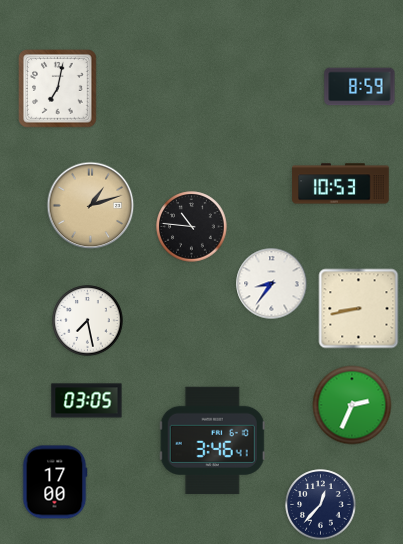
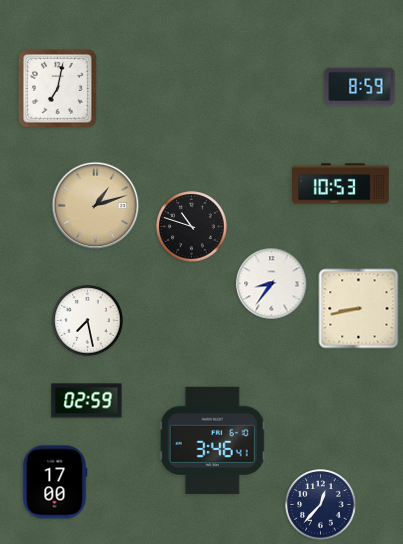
clock at (91, 206) position: (91, 206) -> (96, 206)
clock at (192, 227): 10:46 -> 10:48
clock at (87, 401): 03:05 -> 02:59
clock at (352, 405): 2:34 -> none
